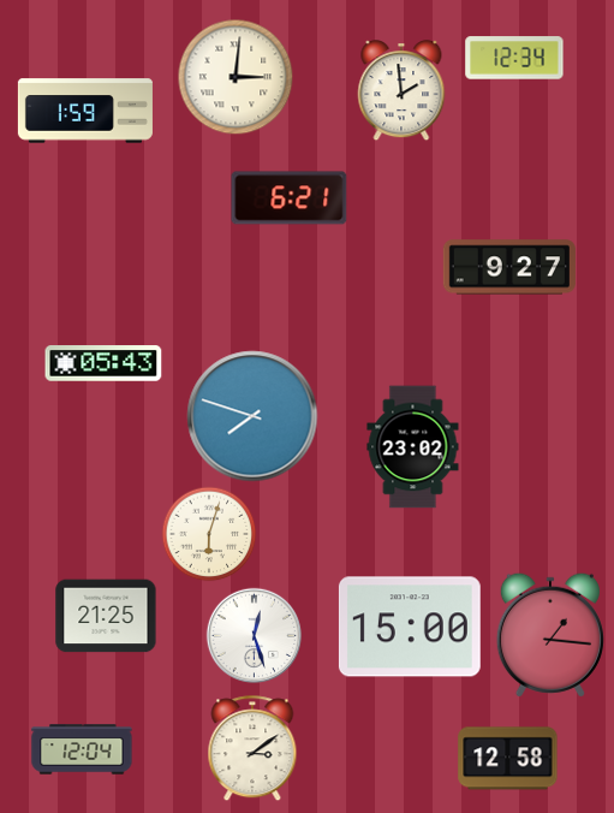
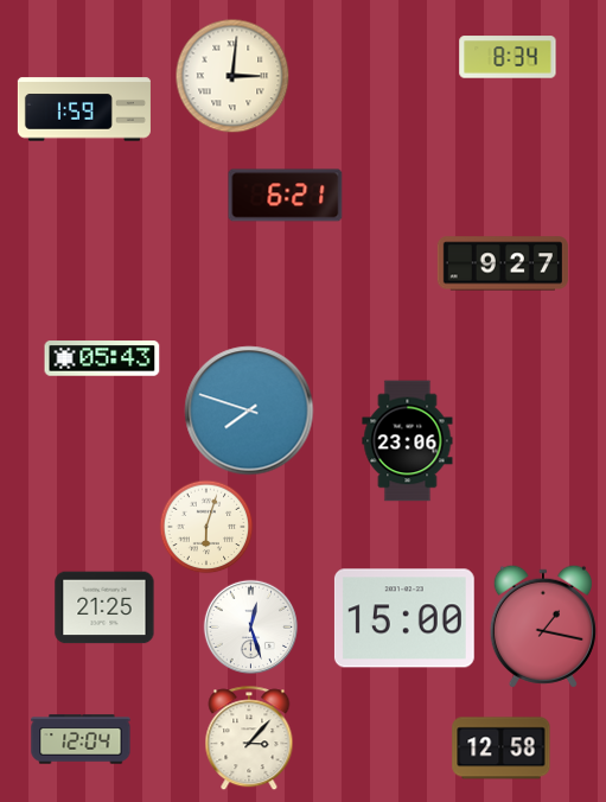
clock at (514, 58): 12:34 -> 8:34
clock at (401, 90): 1:59 -> none
clock at (413, 447): 23:02 -> 23:06
clock at (550, 635): 1:16 -> 1:17
clock at (252, 748): 3:09 -> 3:07
